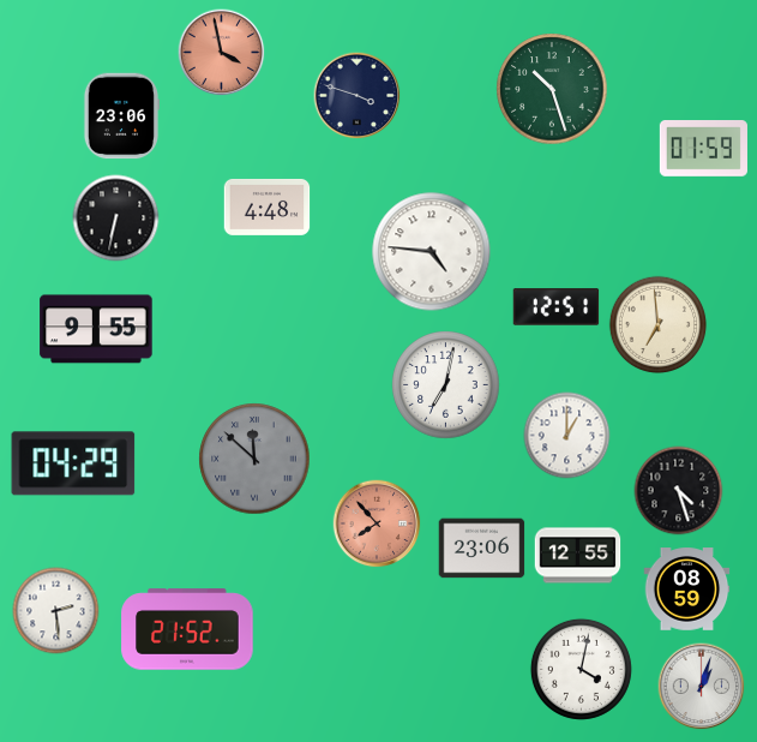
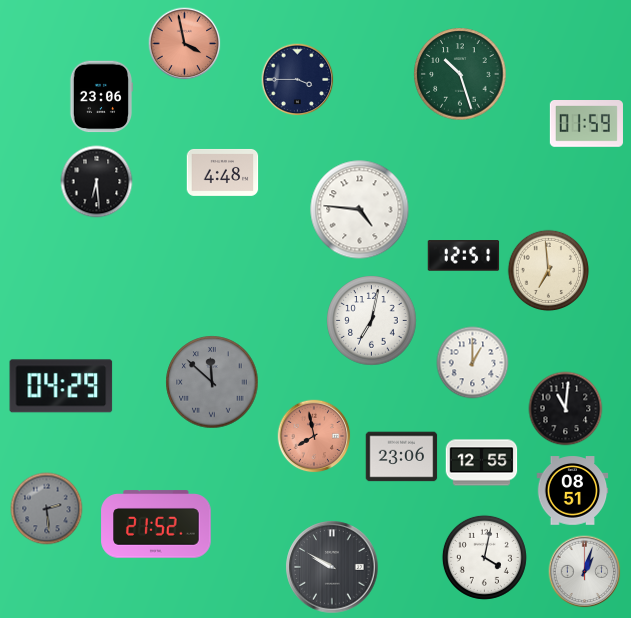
clock at (358, 96): 3:48 -> 3:45
clock at (116, 219): 6:32 -> 6:29
clock at (96, 329): 9:55 -> none
clock at (679, 491): 4:27 -> 11:01
clock at (377, 523): 7:53 -> 7:58
clock at (687, 590): 08:59 -> 08:51
clock at (56, 611) dial: white -> grey
clock at (332, 567): none -> 9:50
